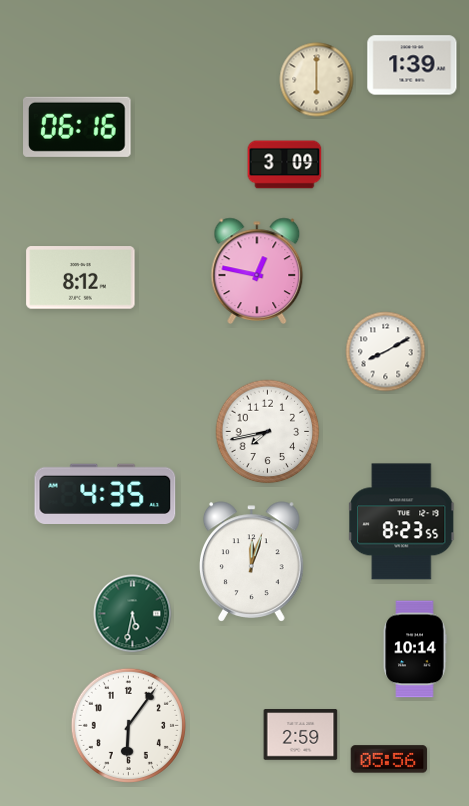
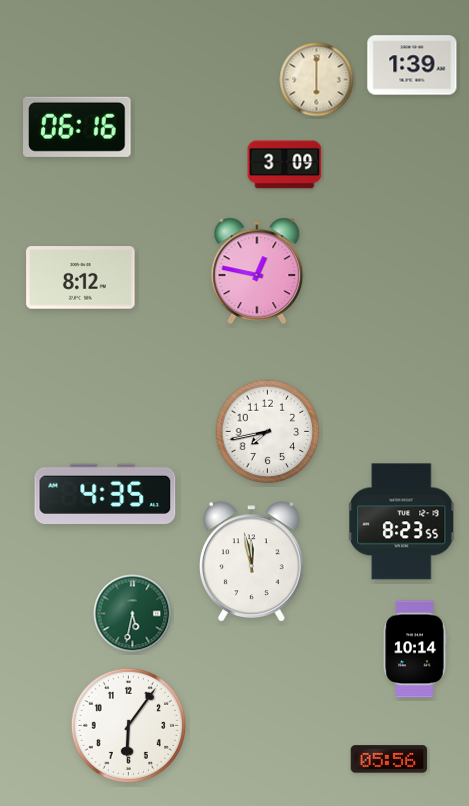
clock at (386, 352): 8:10 -> none
clock at (252, 562): 12:03 -> 11:58
clock at (301, 735): 2:59 -> none
